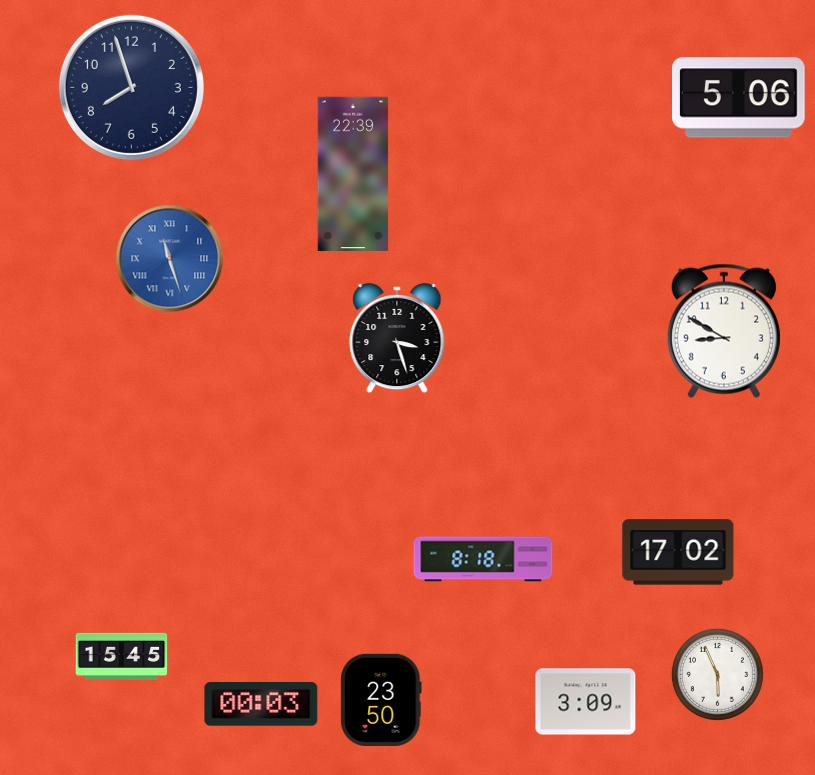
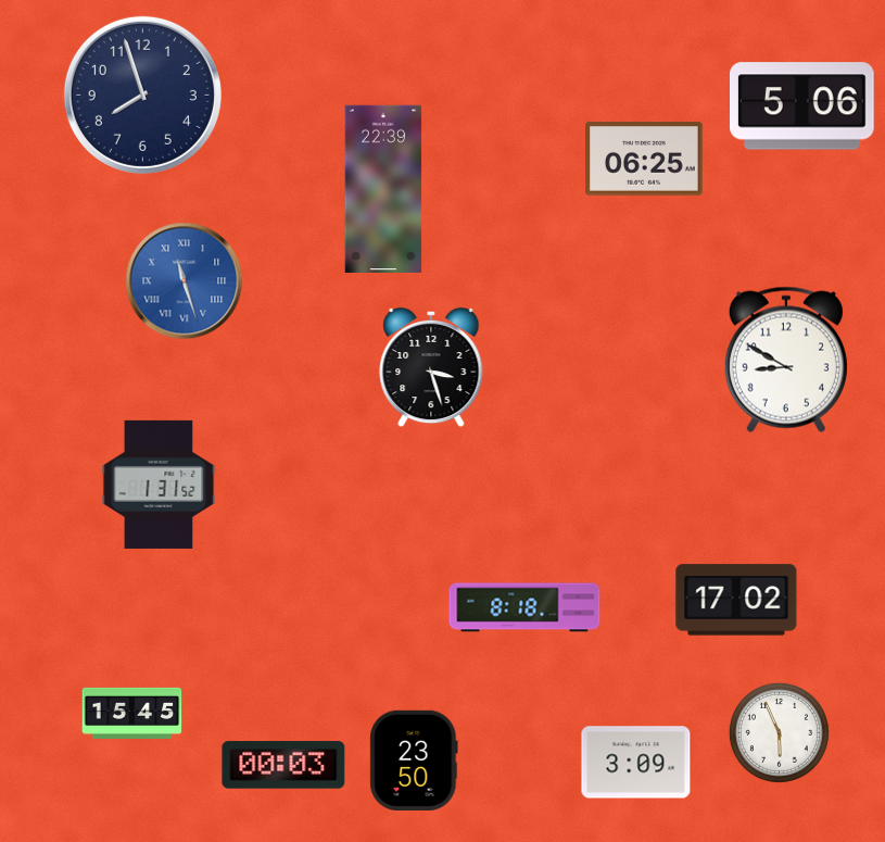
clock at (645, 159): none -> 06:25
clock at (159, 485): none -> 1:31
